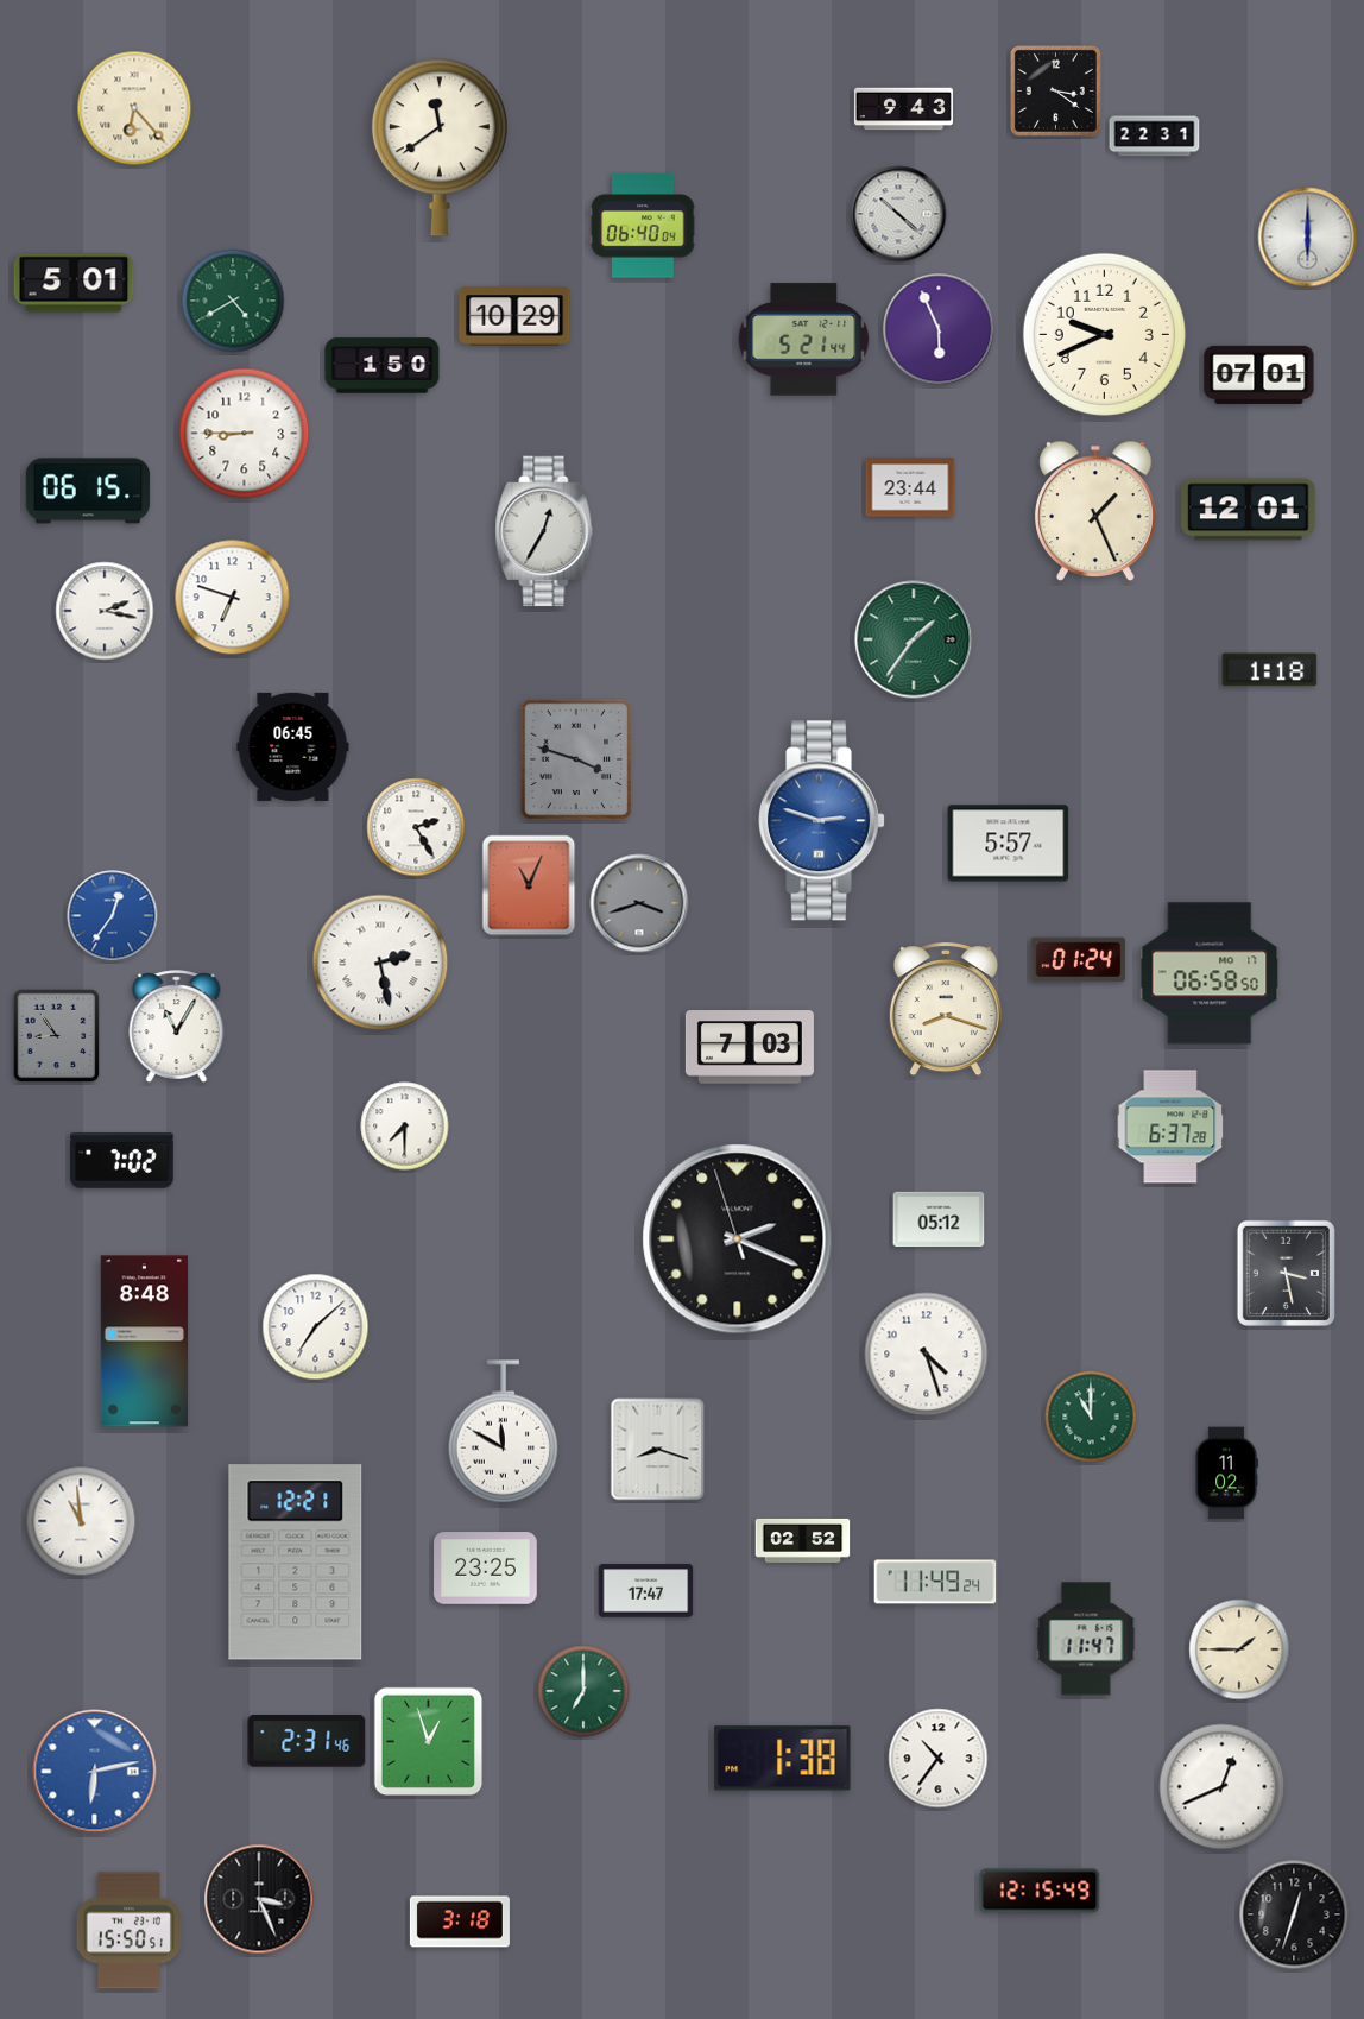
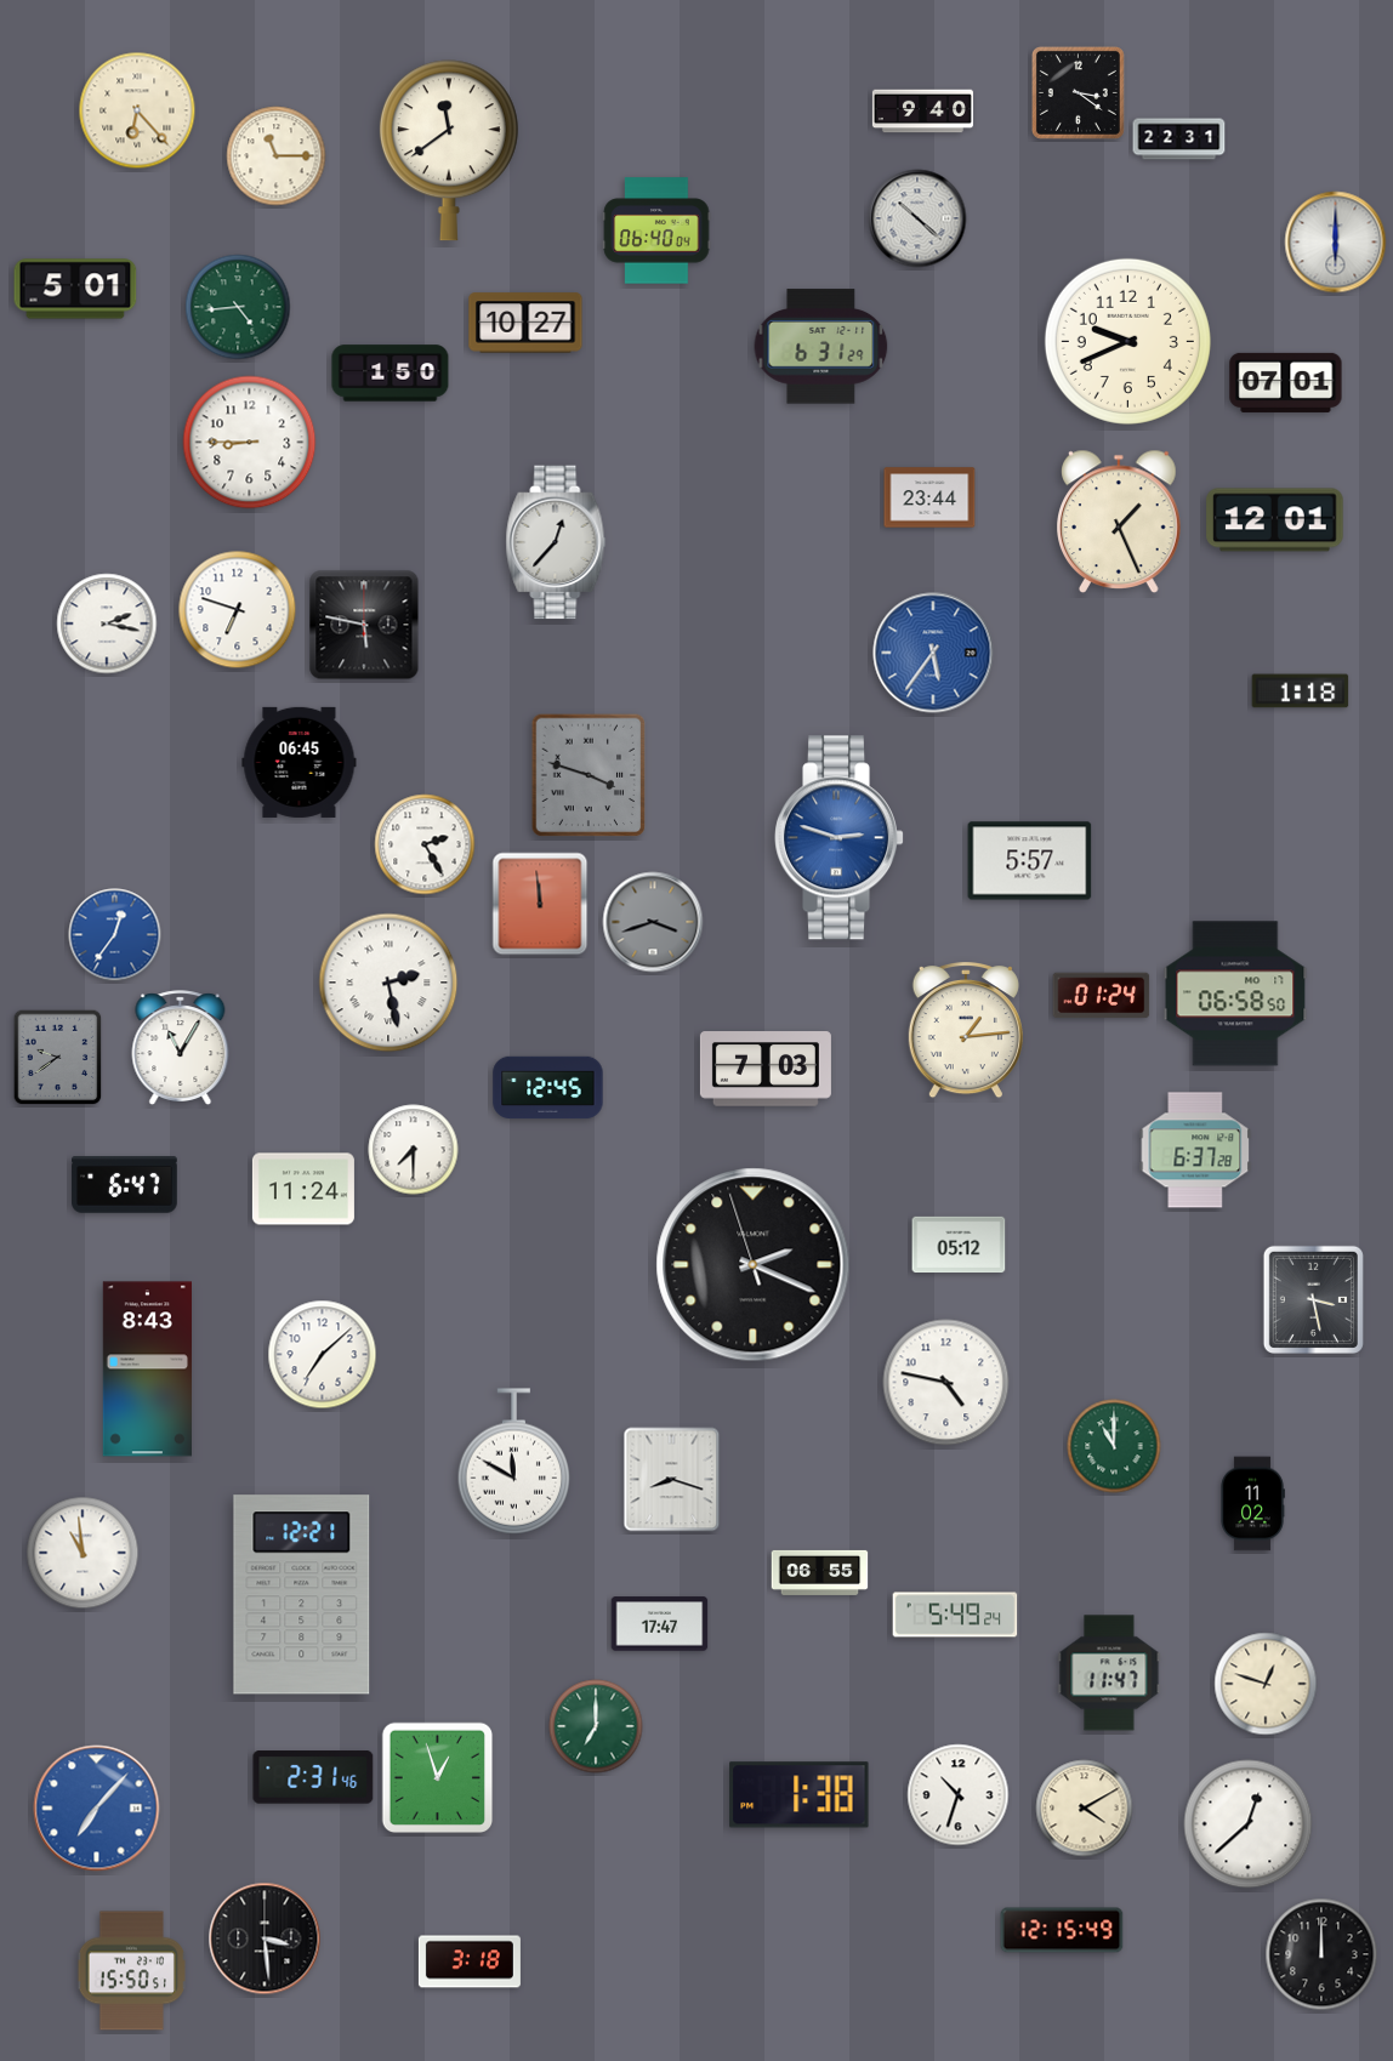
clock at (903, 109): 9:43 -> 9:40
clock at (277, 156): none -> 11:15
clock at (233, 301): 4:40 -> 4:44
clock at (514, 316): 10:29 -> 10:27
clock at (939, 329): 5:56 -> none
clock at (804, 340): 5:21 -> 6:31
clock at (88, 491): 06:15 -> none
clock at (544, 531): 12:35 -> 12:37
clock at (364, 625): none -> 5:47
clock at (914, 639): 1:36 -> 5:36
clock at (914, 639) dial: green -> blue
clock at (1270, 670) position: (1270, 670) -> (1301, 691)
clock at (529, 885): 11:04 -> 11:59
clock at (1079, 960) position: (1079, 960) -> (1102, 996)
clock at (946, 1010): 8:18 -> 1:14
clock at (57, 1036): 8:54 -> 9:39
clock at (548, 1088): none -> 12:45
clock at (122, 1161): 7:02 -> 6:47
clock at (303, 1189): none -> 11:24
clock at (144, 1342): 8:48 -> 8:43
clock at (927, 1355): 4:27 -> 4:47
clock at (803, 1540): 02:52 -> 06:55
clock at (486, 1569): 23:25 -> none
clock at (935, 1582): 11:49 -> 5:49
clock at (1239, 1649): 1:45 -> 12:48
clock at (939, 1759): 10:36 -> 10:33
clock at (95, 1772): 6:13 -> 7:07
clock at (1085, 1809): none -> 4:10
clock at (1223, 1787): 12:41 -> 12:38
clock at (259, 1899): 3:26 -> 3:29
clock at (1294, 1914): 12:33 -> 12:00
